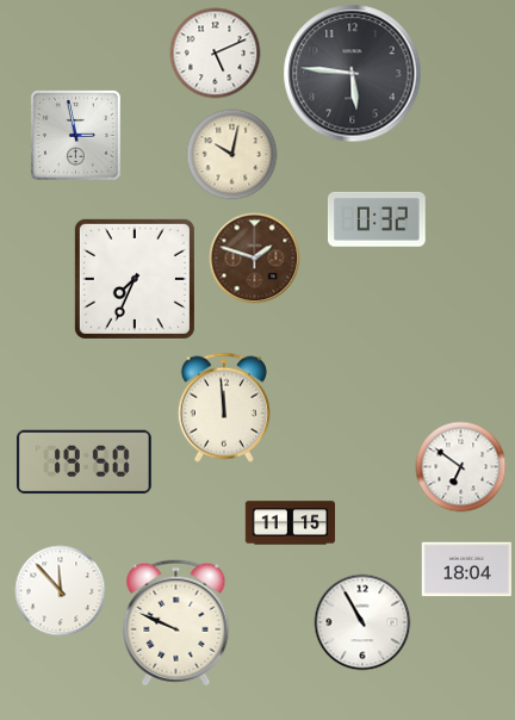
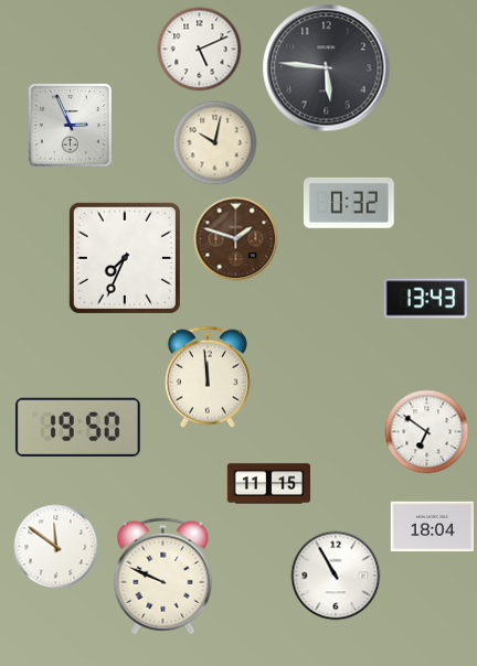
clock at (75, 135): 2:58 -> 2:56
clock at (425, 299): none -> 13:43
clock at (61, 591): 11:53 -> 11:51
